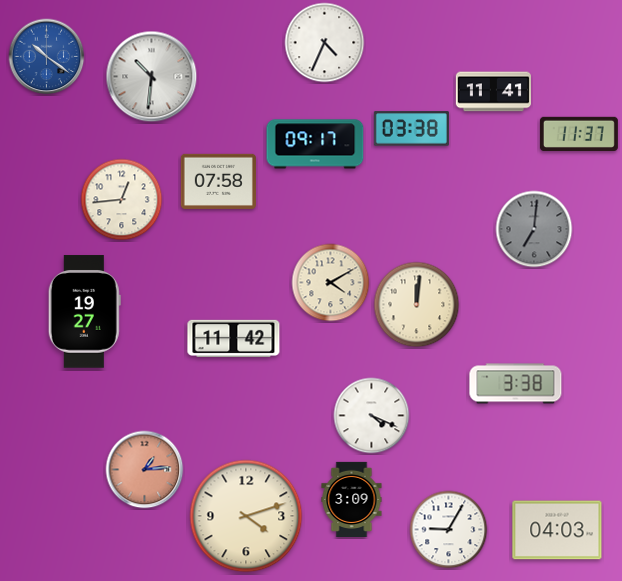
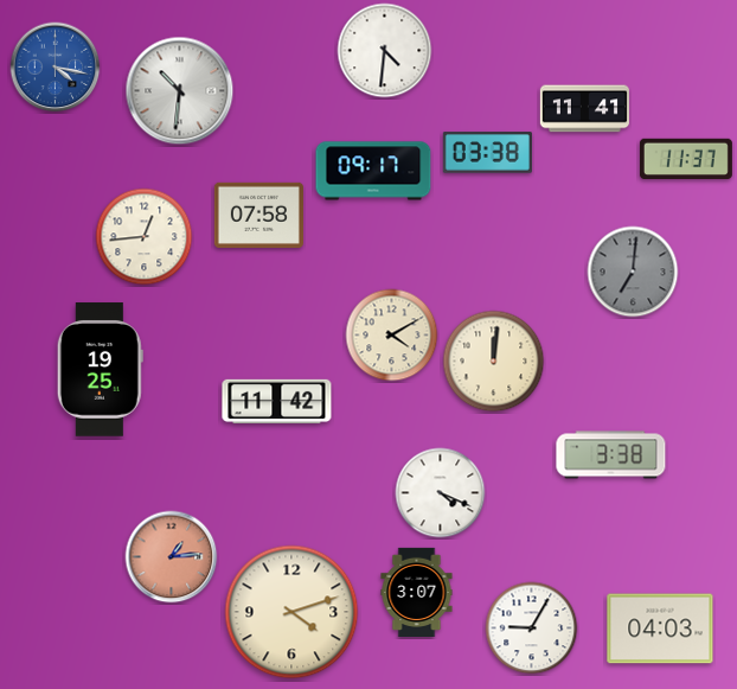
clock at (325, 43): 4:34 -> 4:31
clock at (47, 57): 10:21 -> 4:17
clock at (84, 312): 19:27 -> 19:25
clock at (352, 499): 3:09 -> 3:07
